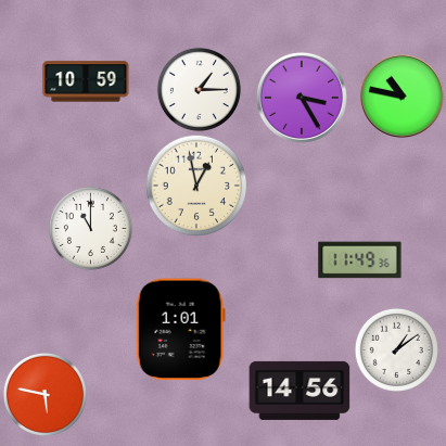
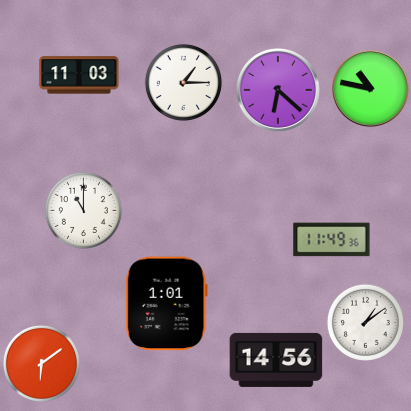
clock at (86, 81): 10:59 -> 11:03
clock at (302, 98): 3:25 -> 6:22
clock at (196, 186): 12:58 -> none
clock at (44, 394): 5:47 -> 6:09
